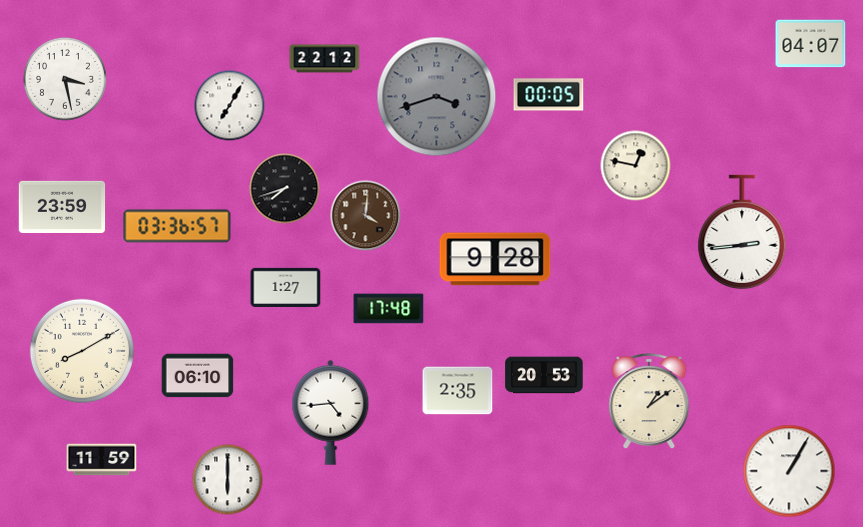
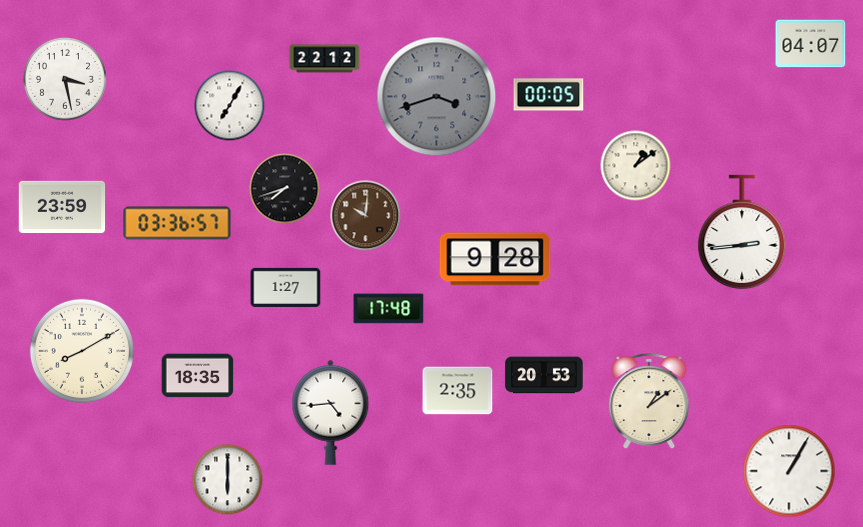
clock at (636, 166): 12:47 -> 1:09
clock at (366, 216): 4:01 -> 10:01
clock at (177, 226) position: (177, 226) -> (177, 223)
clock at (198, 376): 06:10 -> 18:35
clock at (102, 460): 11:59 -> none
